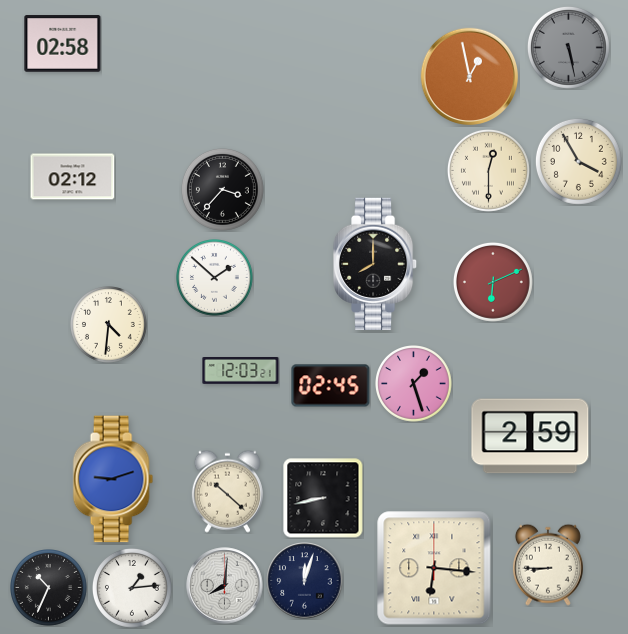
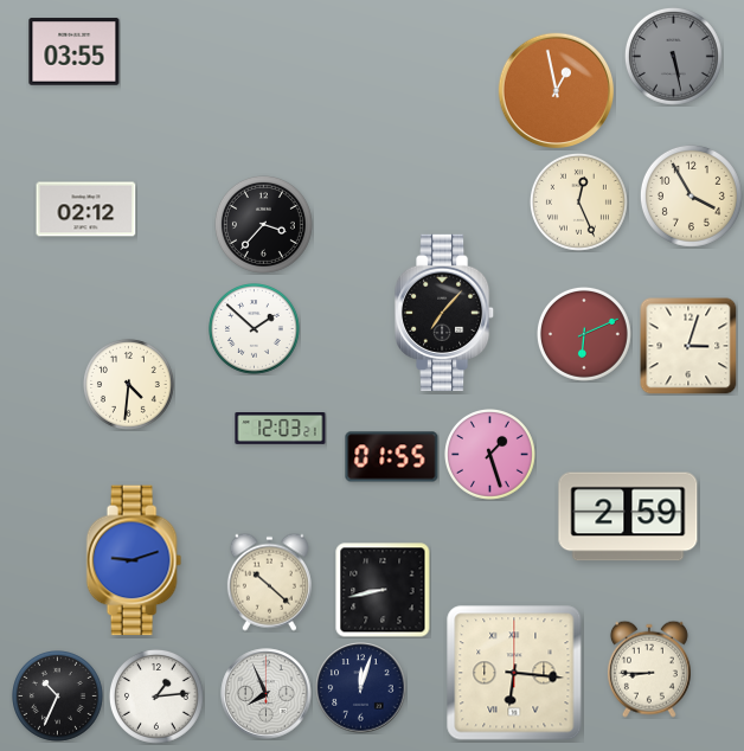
clock at (63, 44): 02:58 -> 03:55
clock at (578, 161) position: (578, 161) -> (691, 195)
clock at (488, 170): 12:30 -> 12:26
clock at (376, 263): 8:00 -> 7:07
clock at (688, 346): none -> 3:03
clock at (241, 371) position: (241, 371) -> (281, 429)
clock at (331, 386): 02:45 -> 01:55
clock at (113, 479) position: (113, 479) -> (134, 560)
clock at (225, 586): 8:01 -> 7:56
